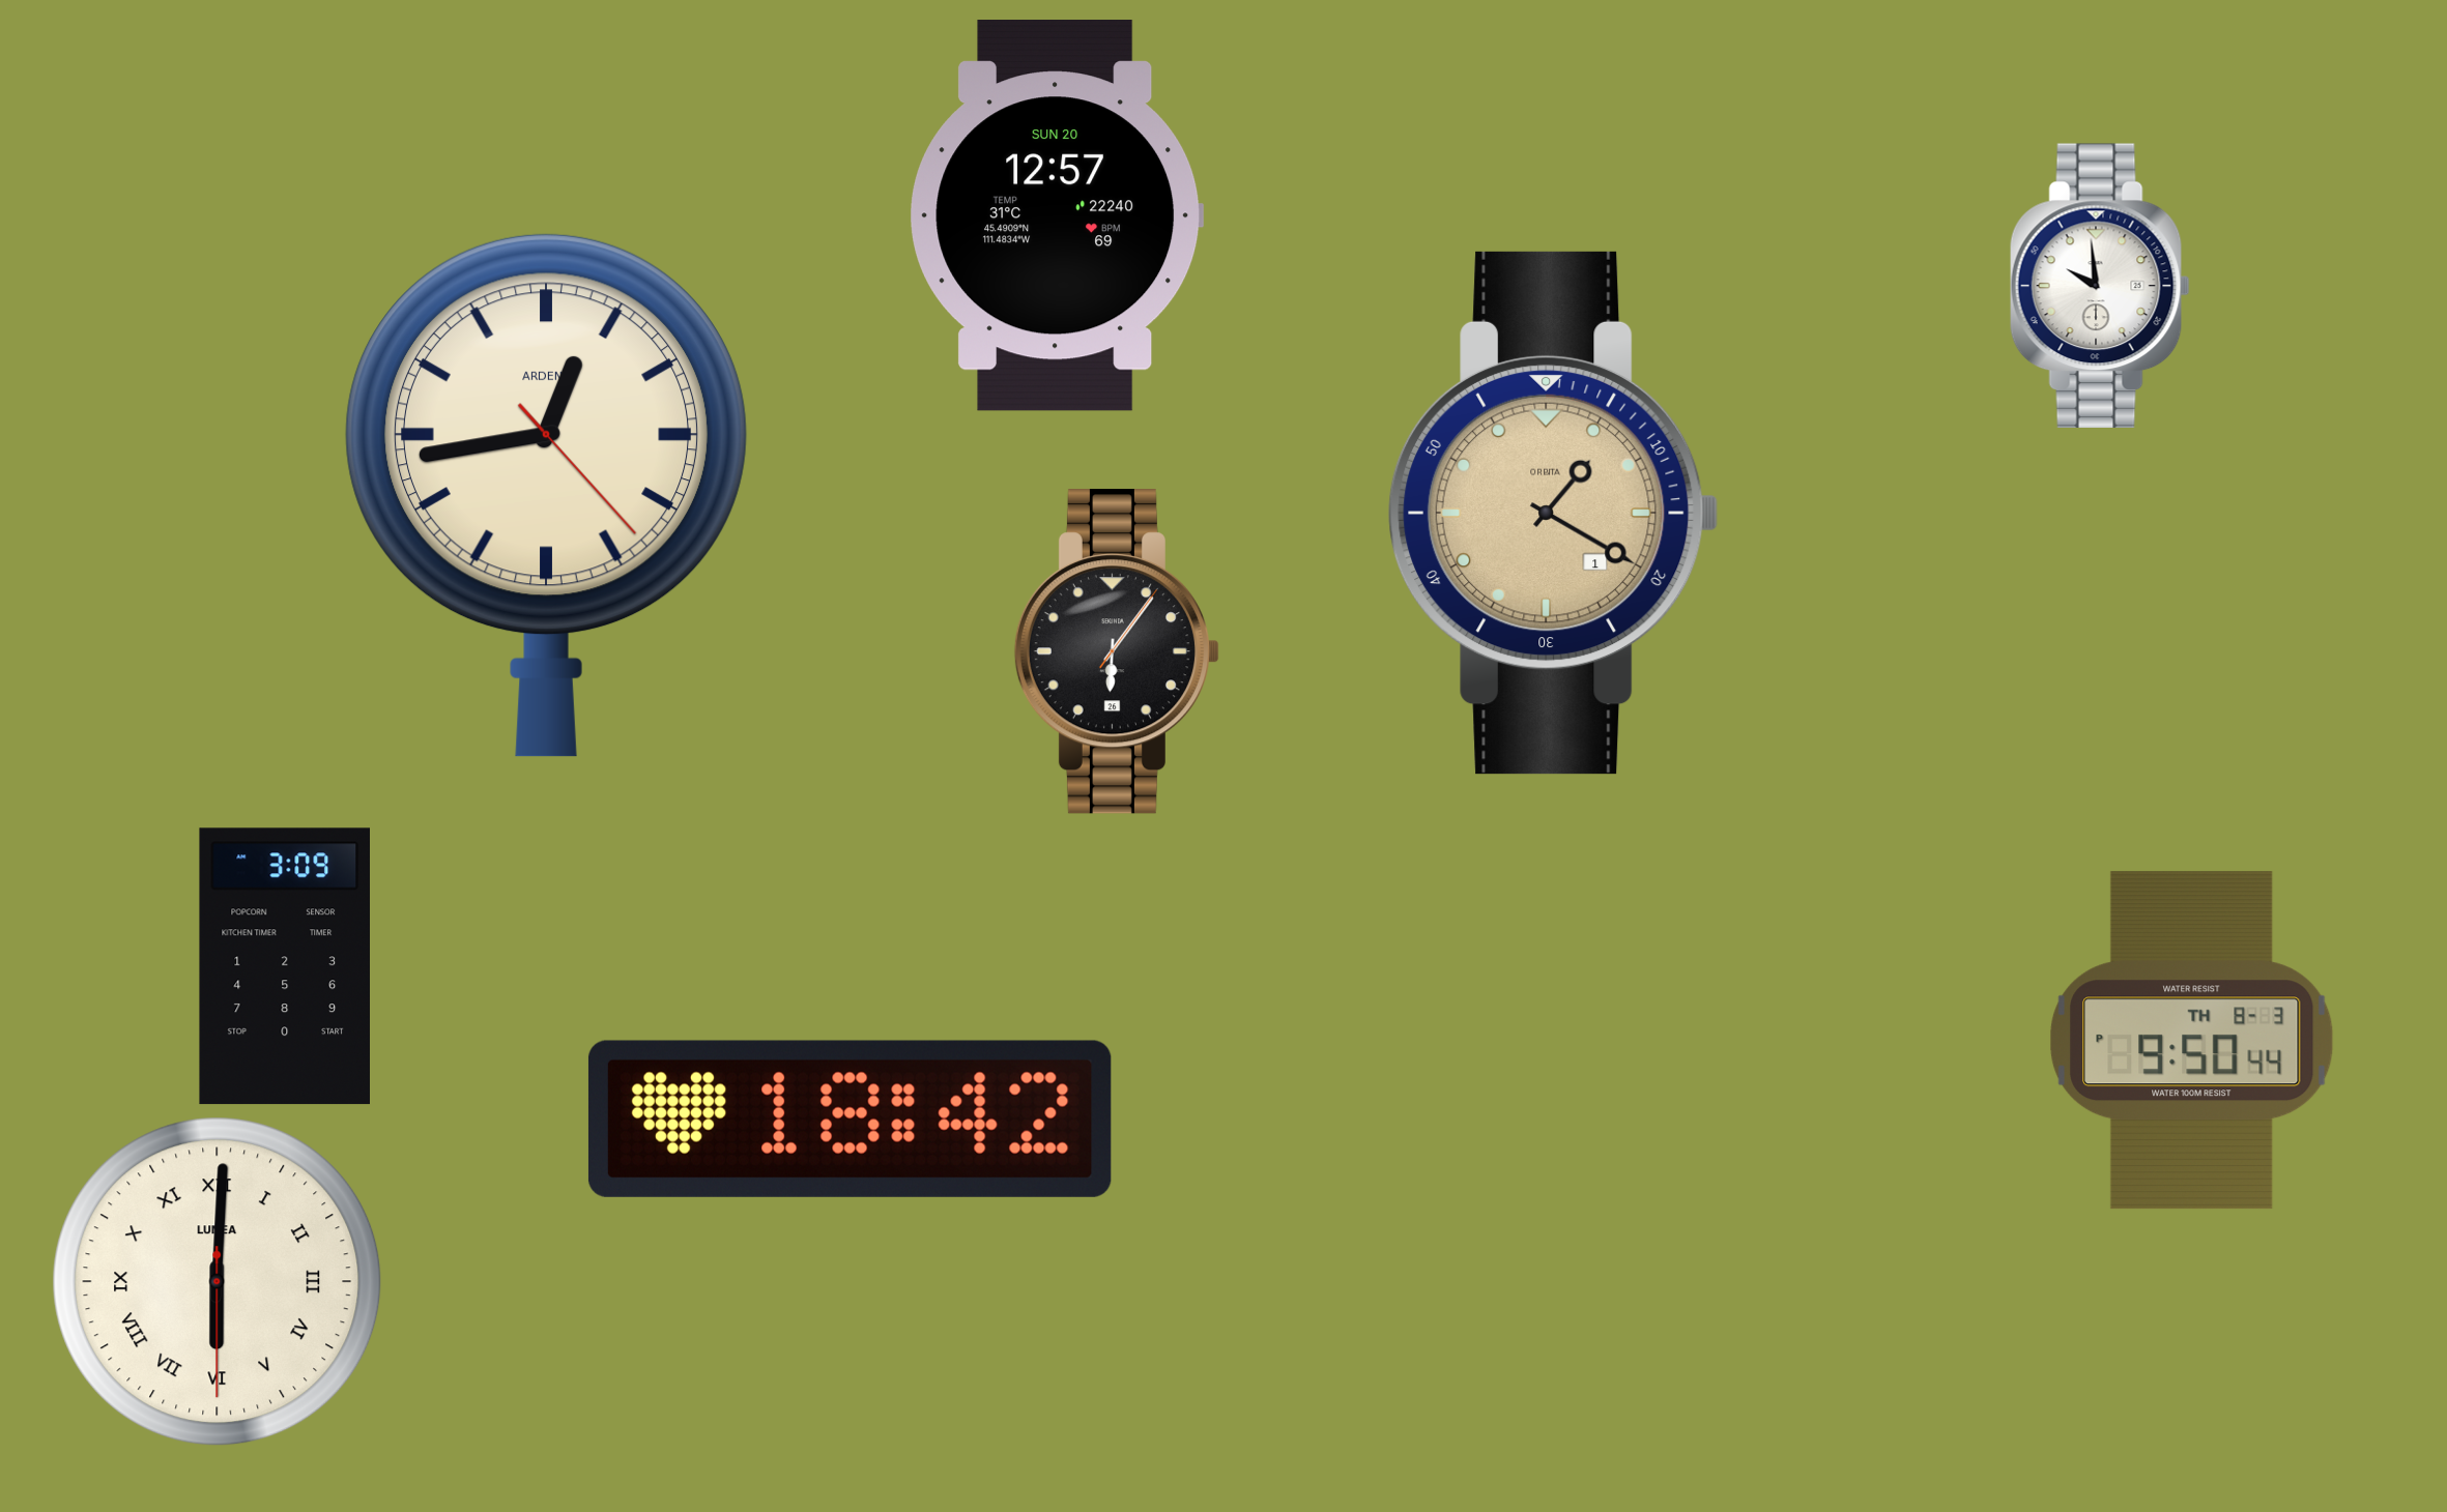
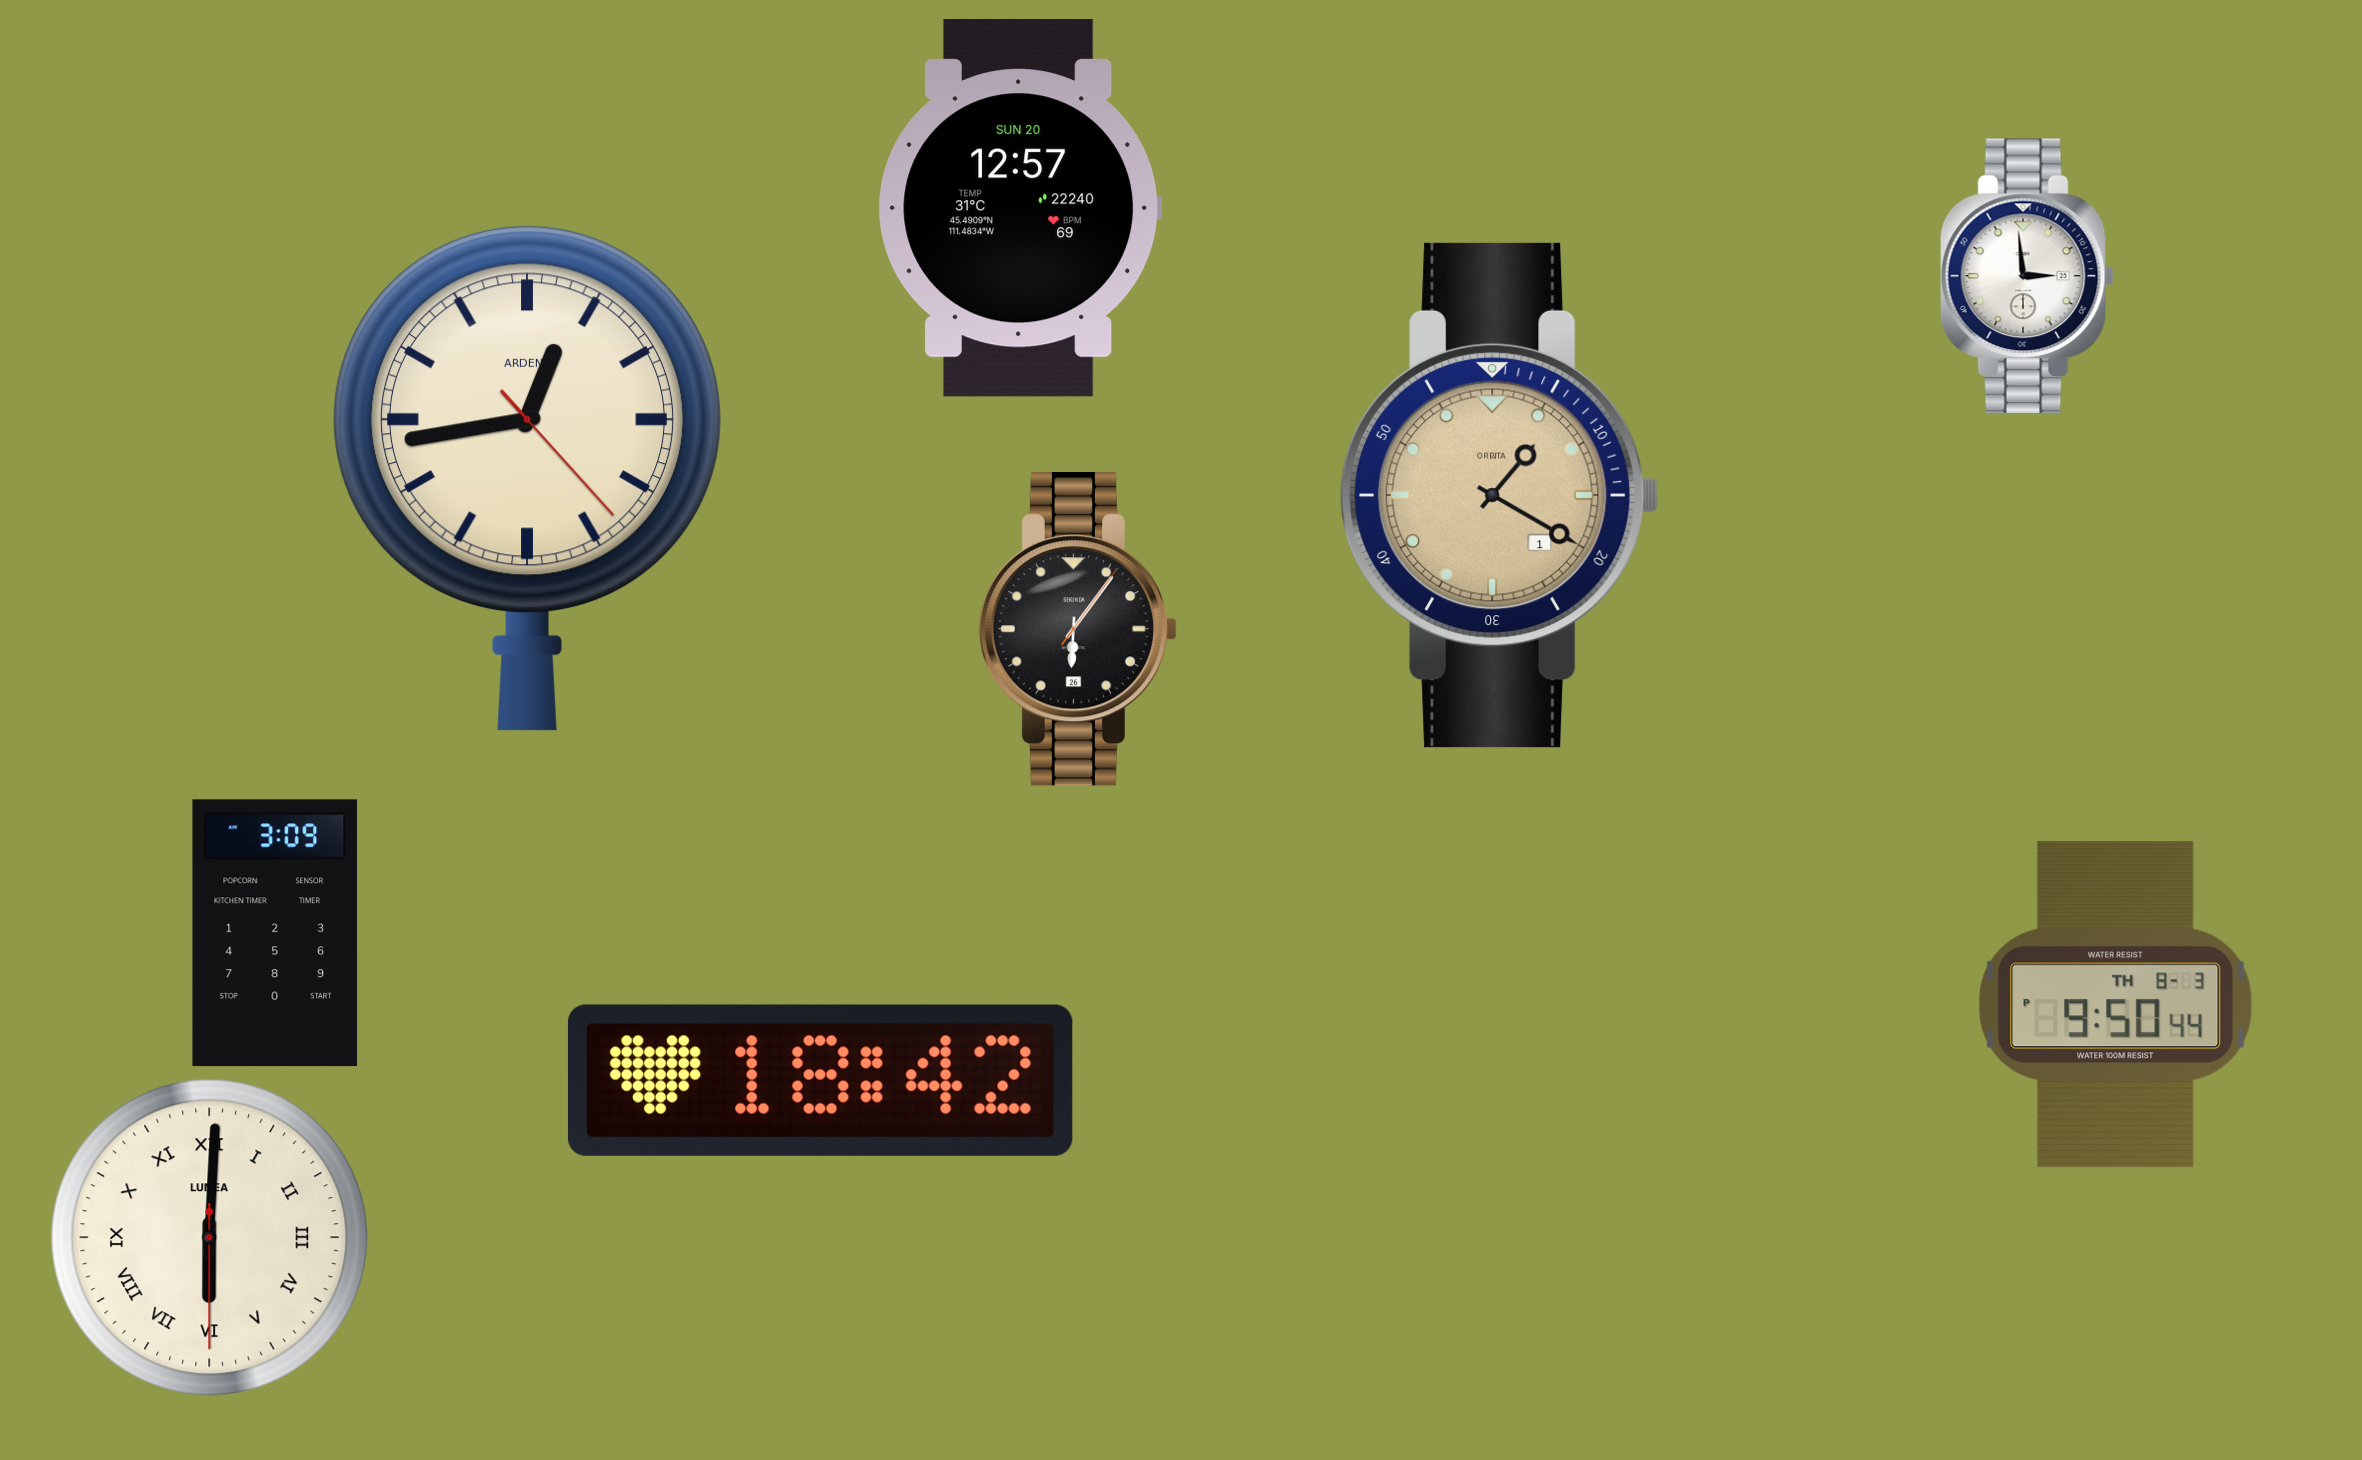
clock at (2100, 286): 9:59 -> 2:59
